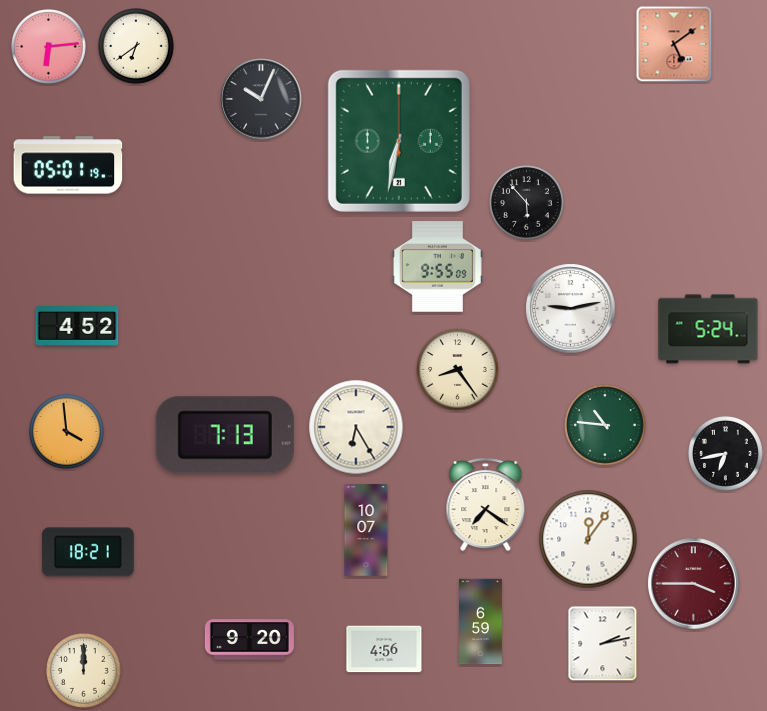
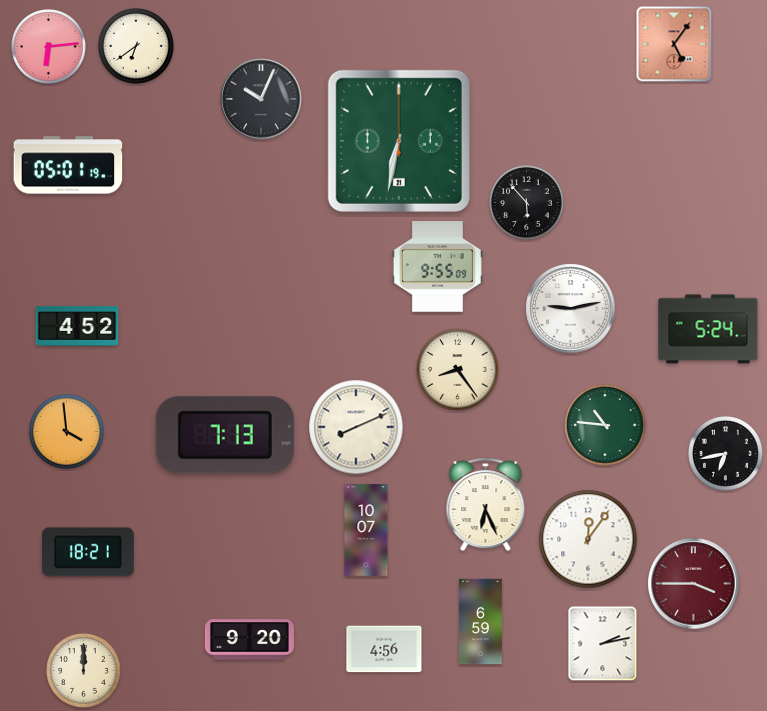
clock at (674, 44): 5:09 -> 5:06
clock at (356, 427): 6:25 -> 8:11
clock at (486, 505): 7:21 -> 6:26
